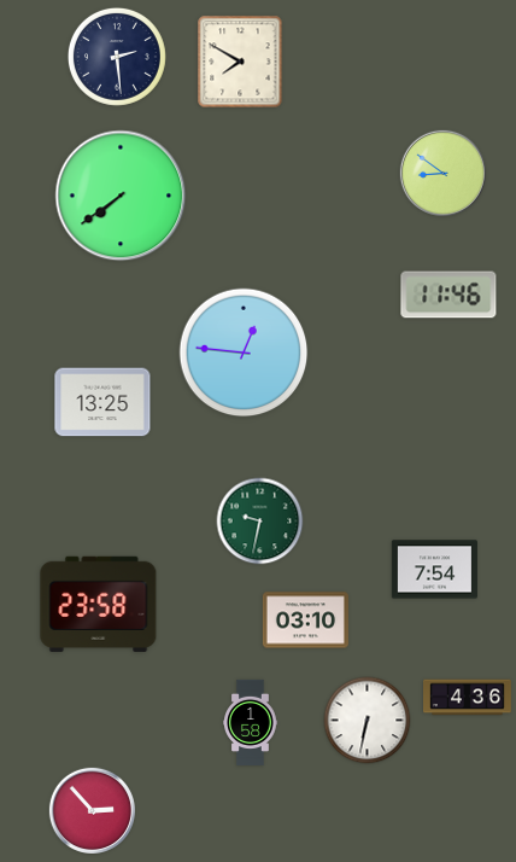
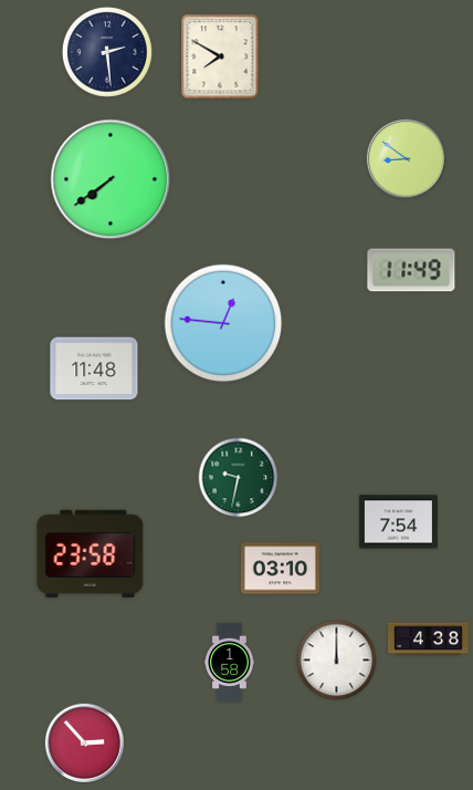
clock at (448, 295): 11:46 -> 11:49
clock at (102, 402): 13:25 -> 11:48
clock at (468, 698): 4:36 -> 4:38
clock at (368, 721): 6:32 -> 12:00
